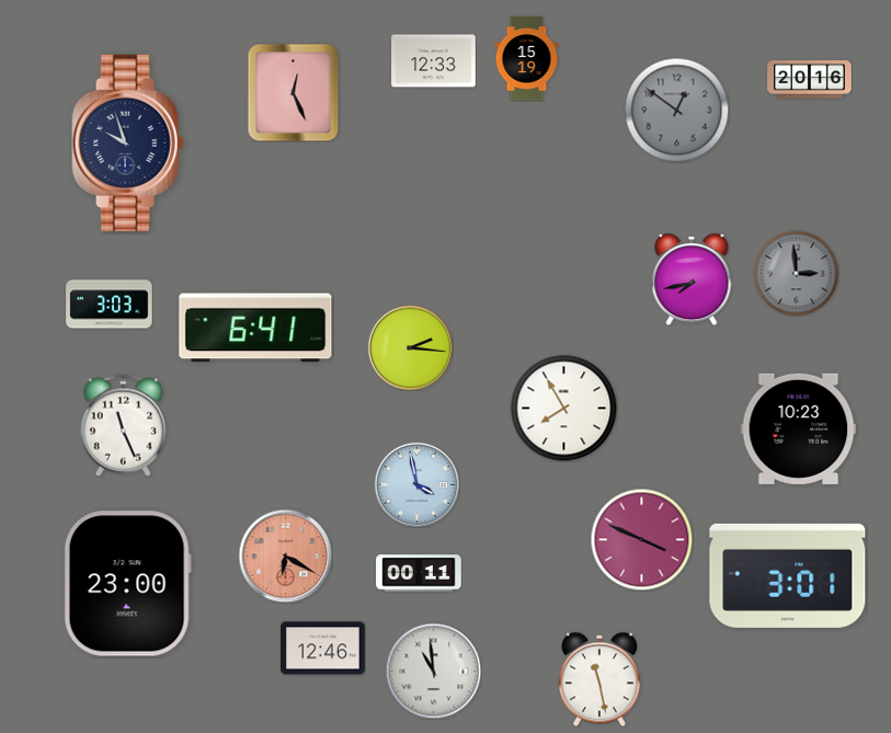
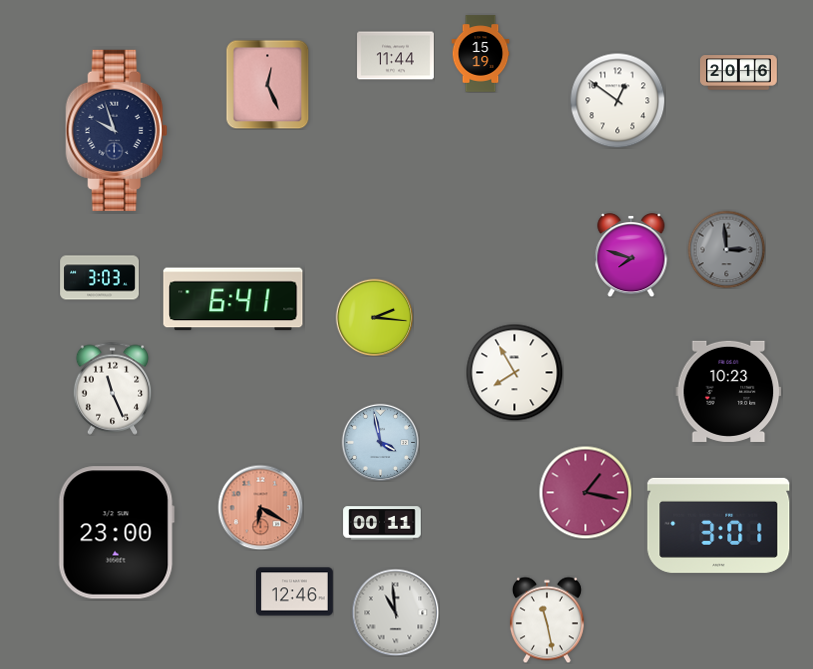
clock at (434, 61): 12:33 -> 11:44
clock at (676, 110) dial: grey -> white
clock at (692, 279): 7:43 -> 7:48
clock at (641, 539): 3:49 -> 1:17
